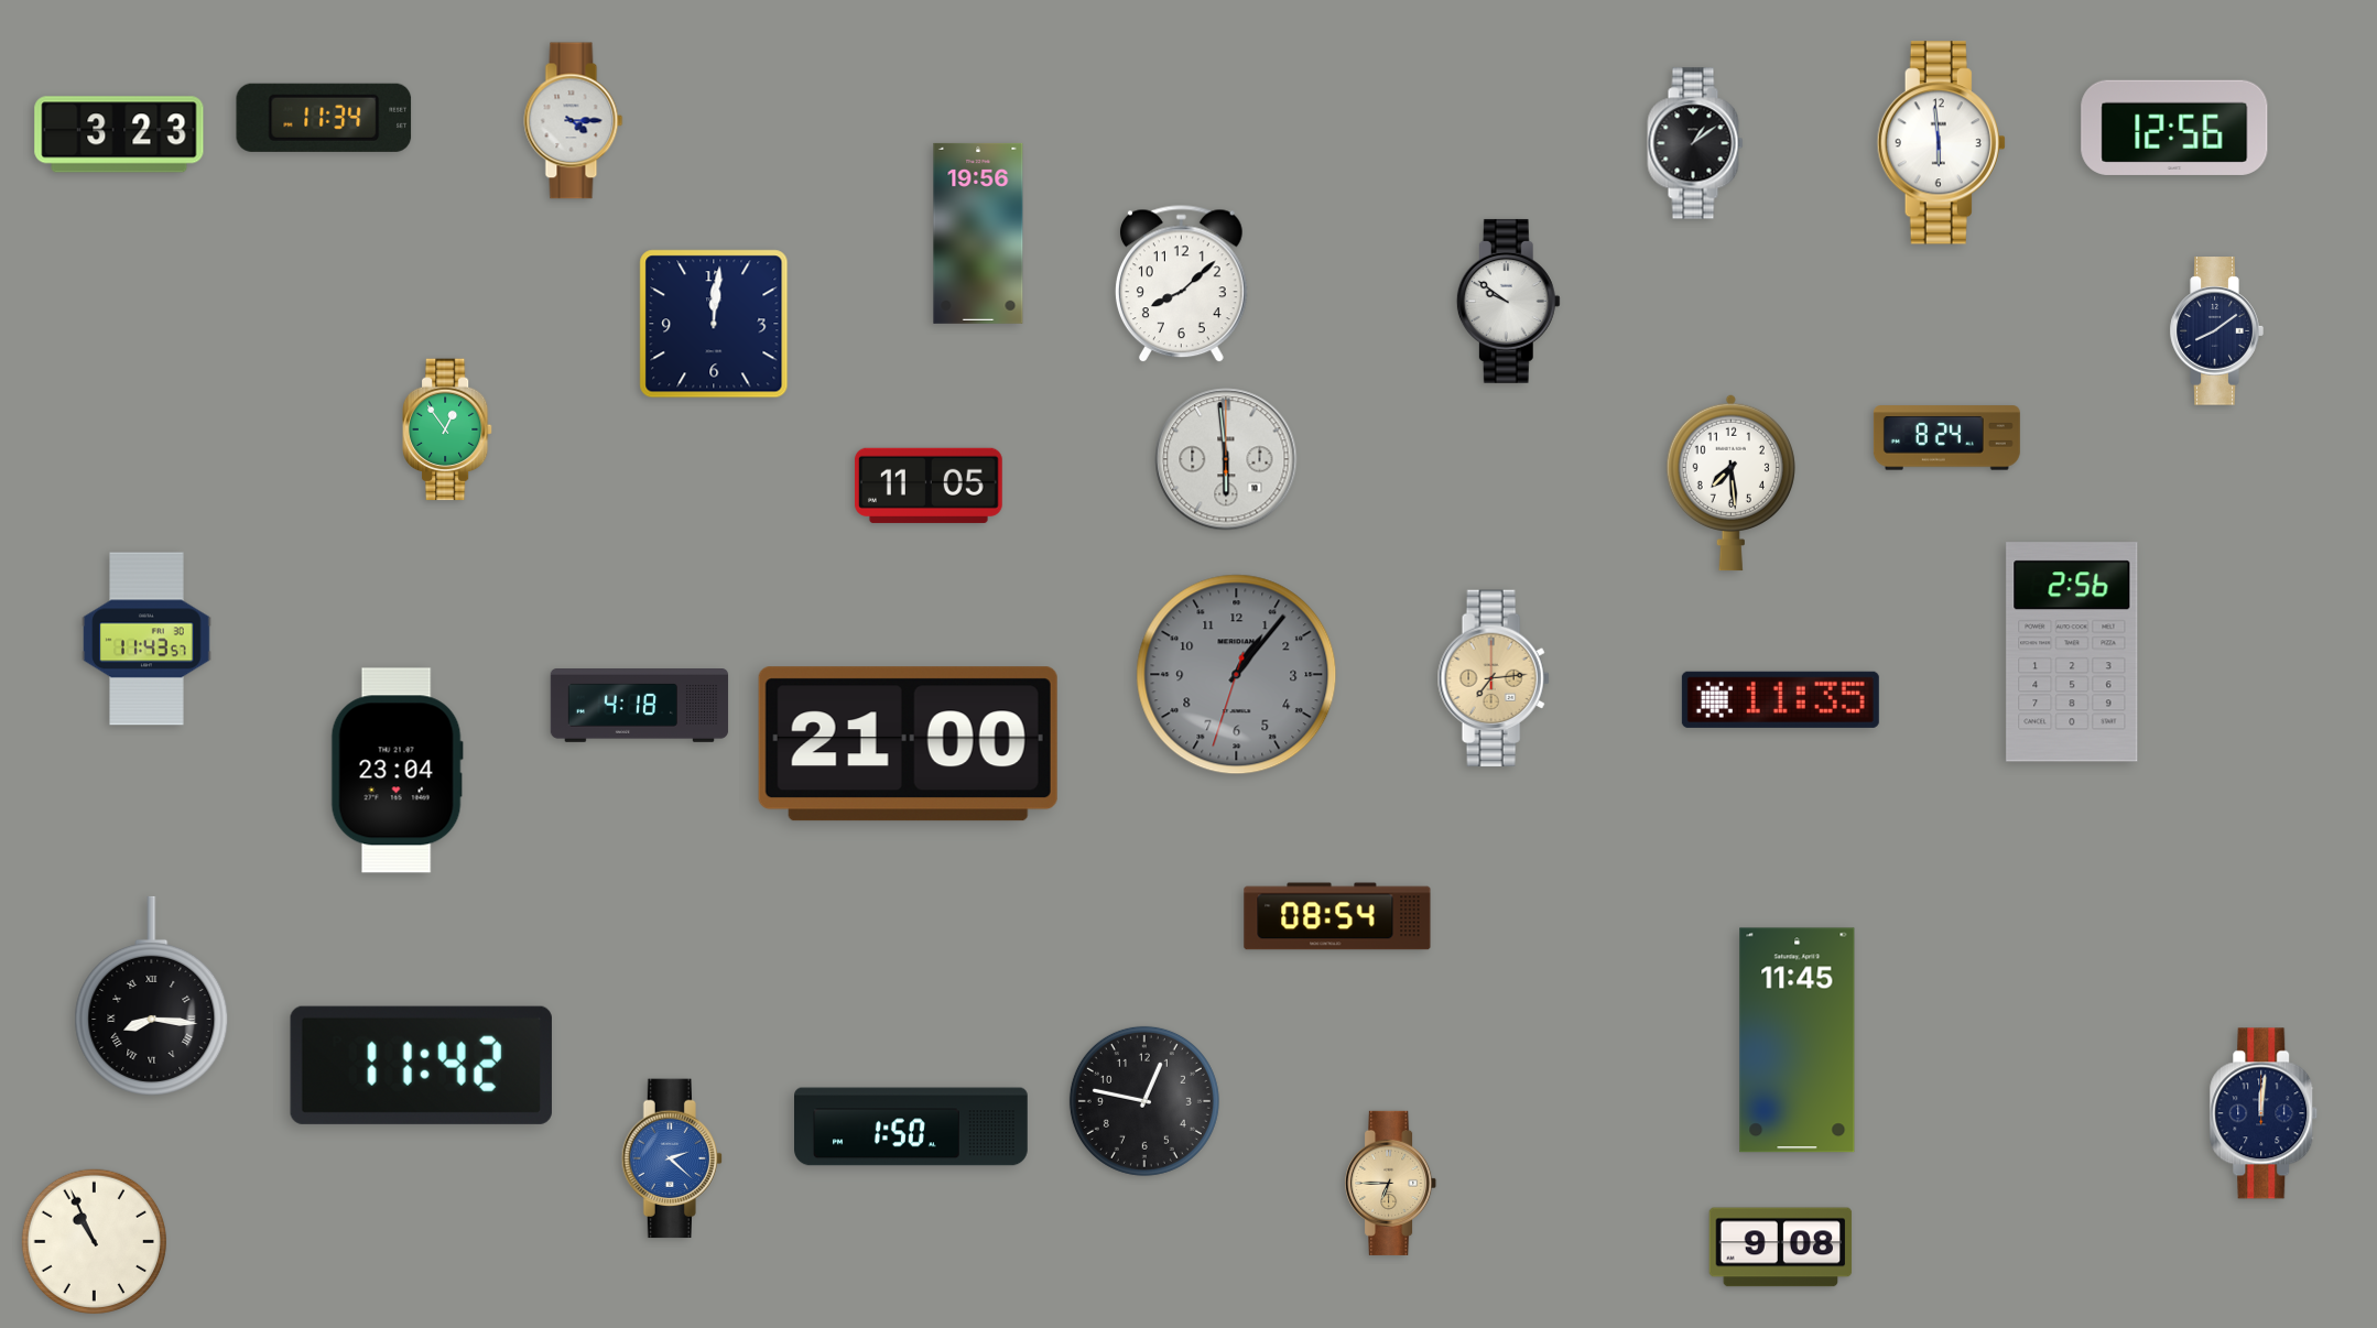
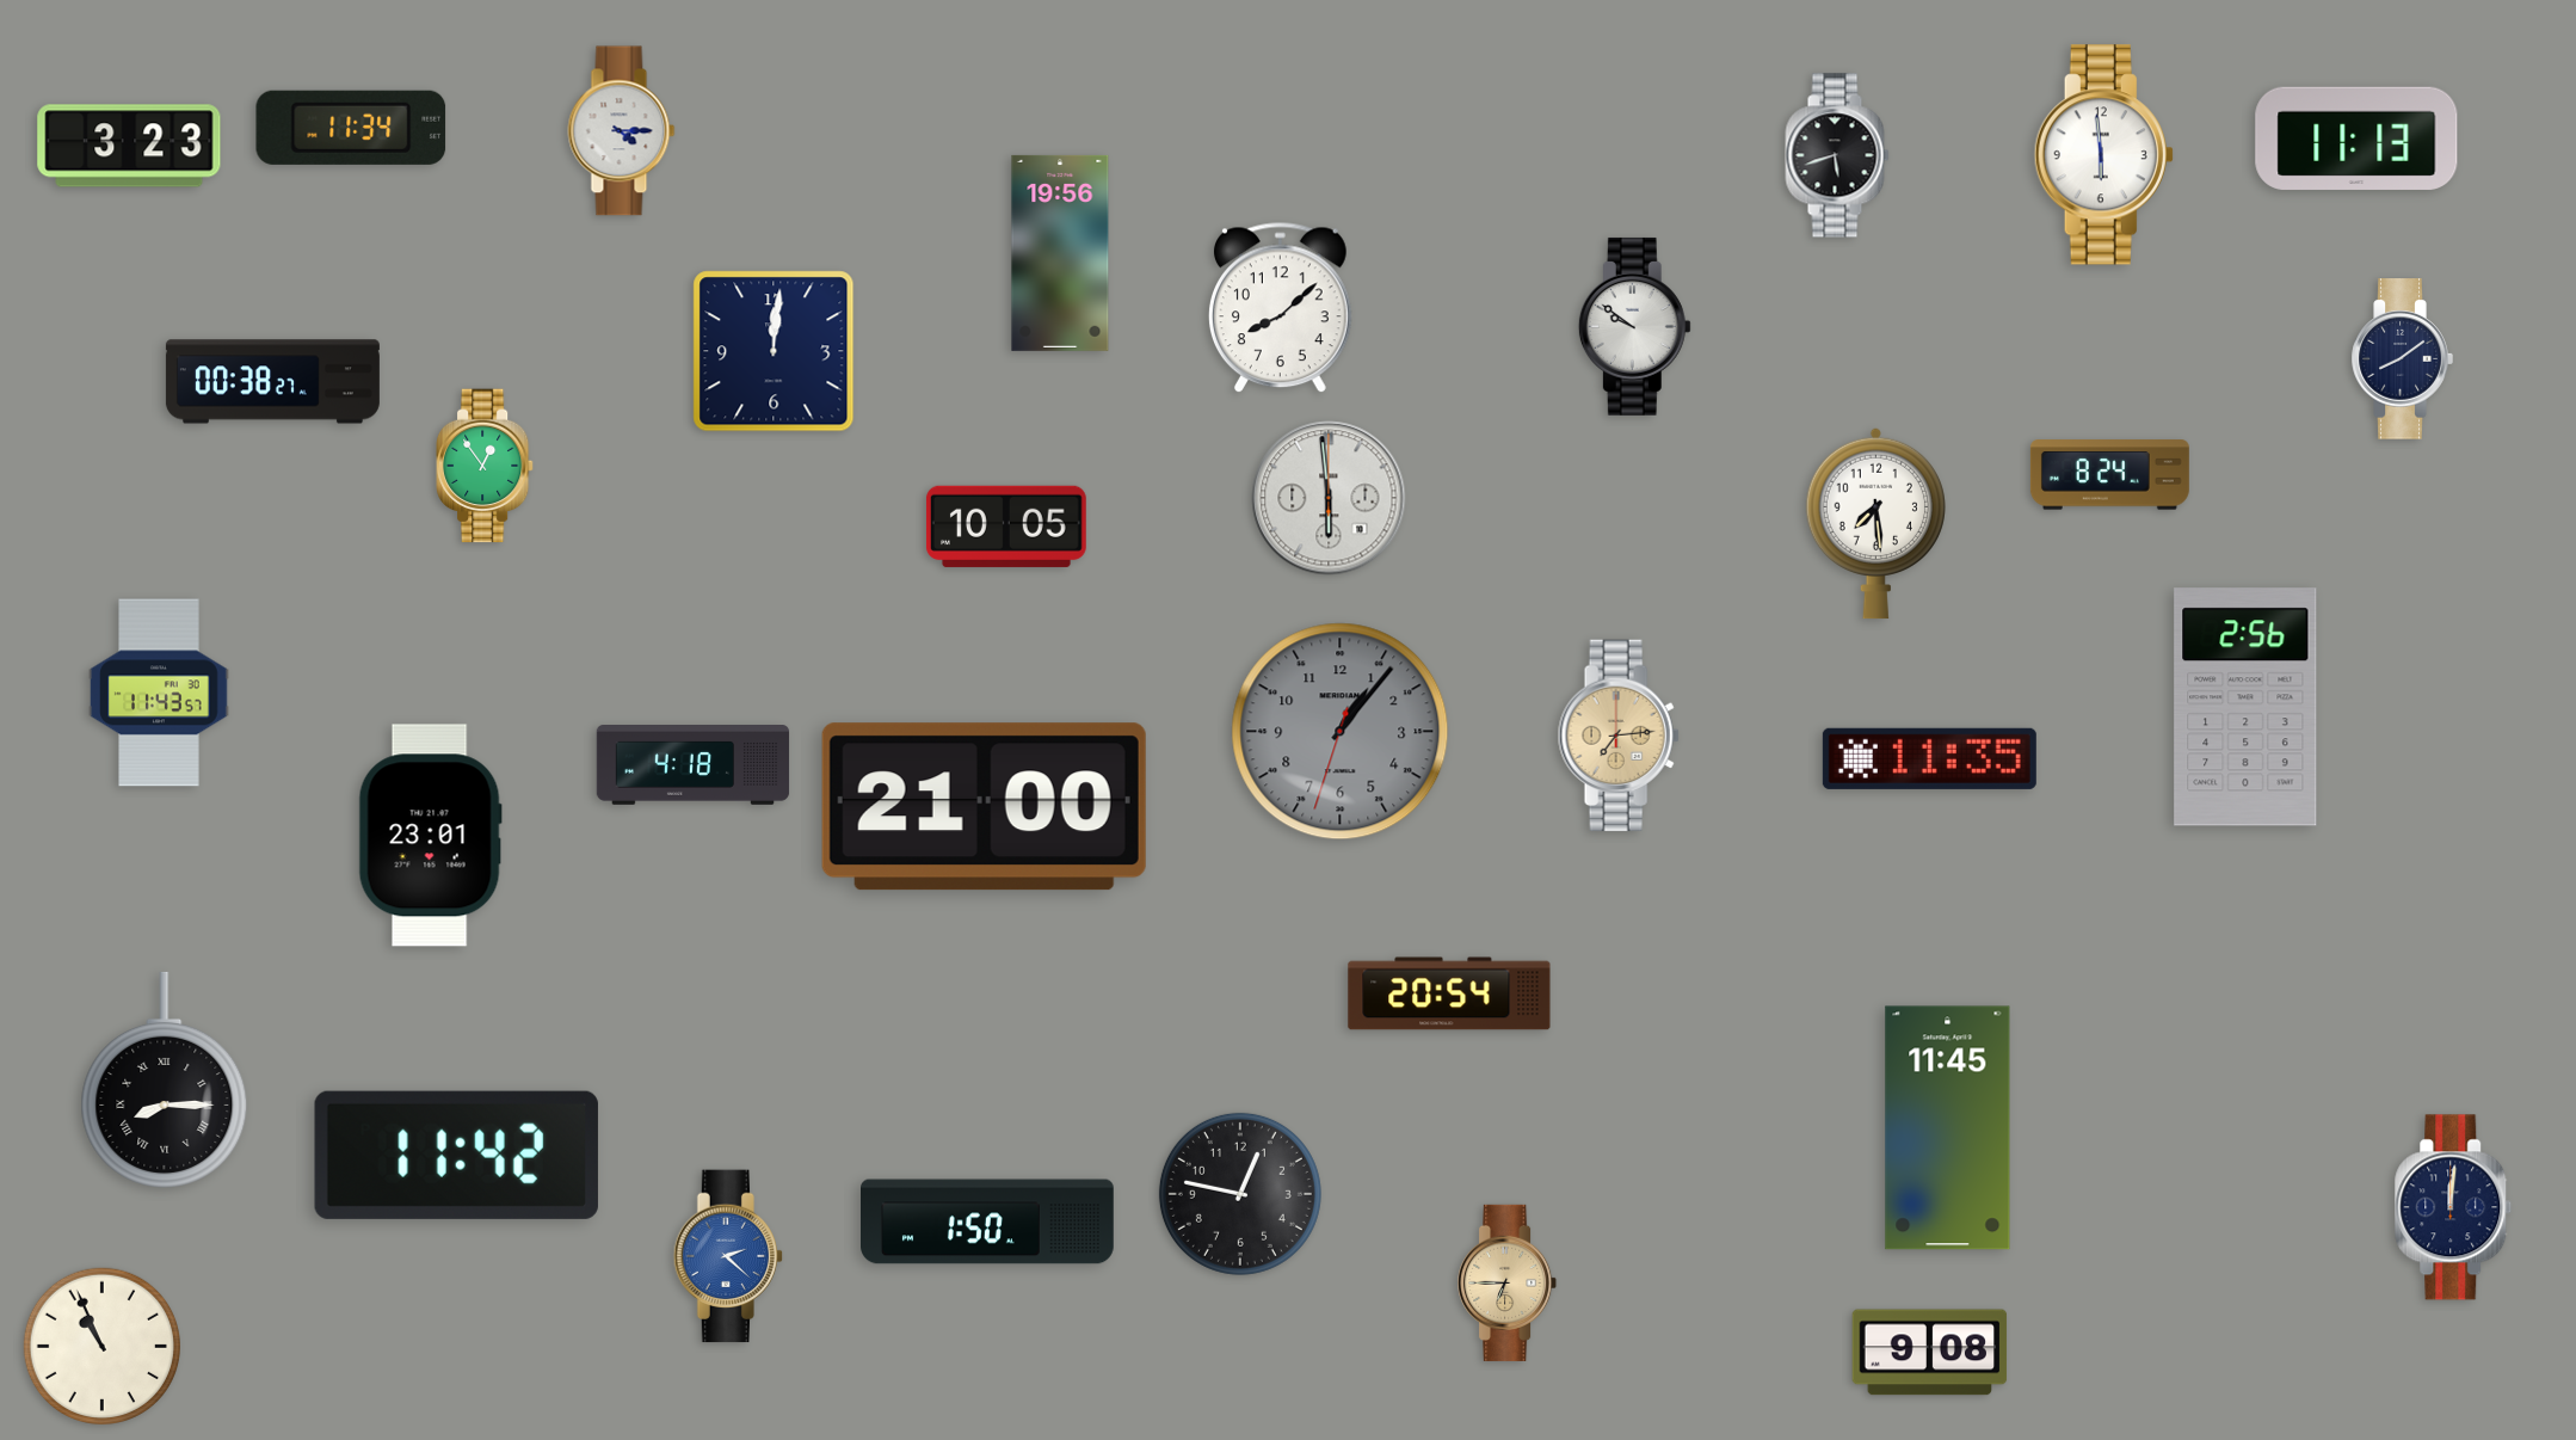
clock at (2174, 128): 12:56 -> 11:13
clock at (1695, 143): 1:09 -> 5:42
clock at (272, 382): none -> 00:38
clock at (929, 486): 11:05 -> 10:05
clock at (397, 771): 23:04 -> 23:01
clock at (1337, 916): 08:54 -> 20:54
clock at (152, 995): 8:16 -> 8:15
